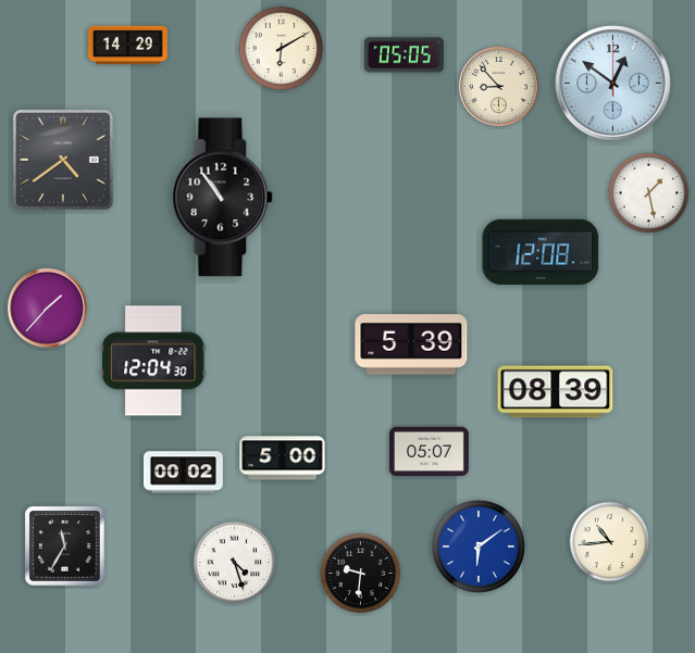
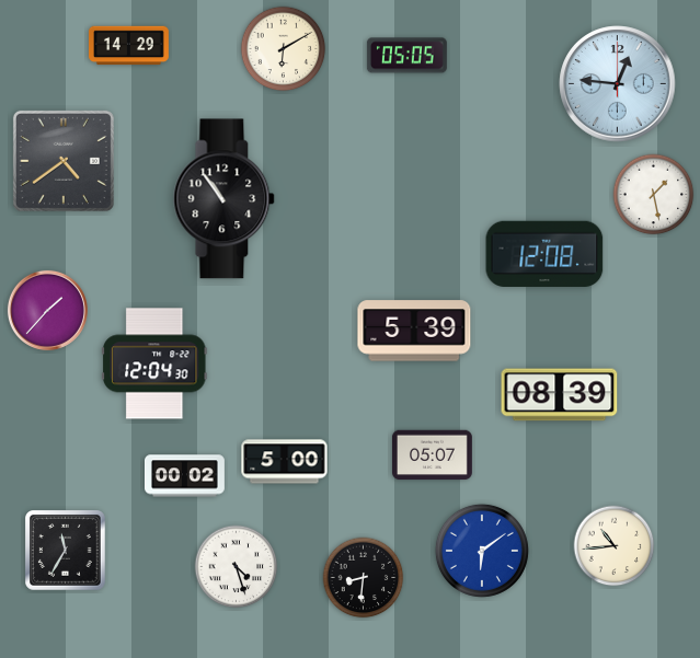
clock at (613, 84): 12:51 -> 12:46
clock at (498, 86): 8:53 -> none
clock at (411, 344) position: (411, 344) -> (414, 331)
clock at (361, 574): 9:31 -> 8:31
